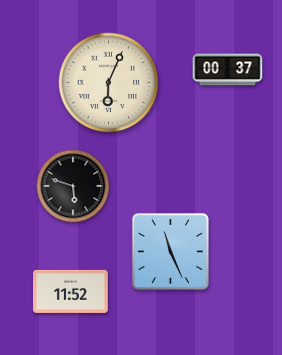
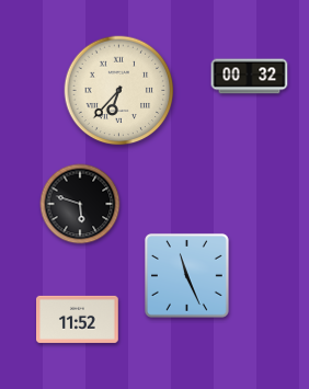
clock at (228, 70): 00:37 -> 00:32
clock at (109, 83): 6:04 -> 6:37
